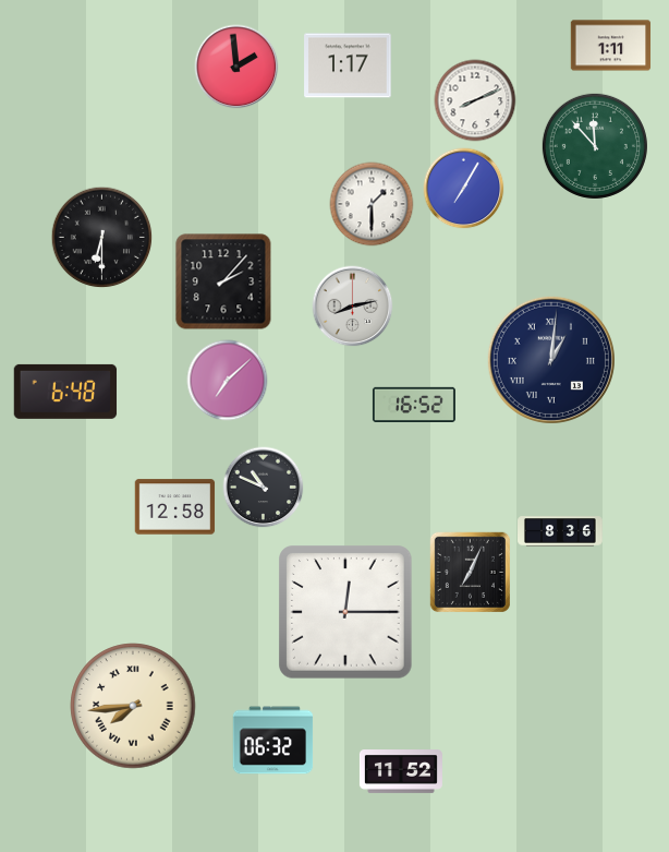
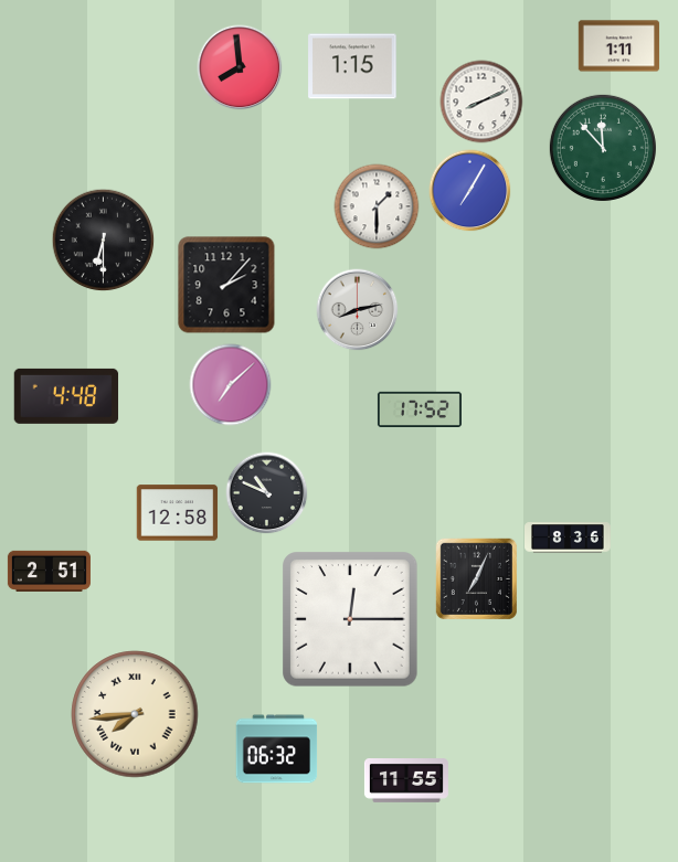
clock at (348, 65): 1:17 -> 1:15
clock at (236, 67): 1:59 -> 7:59
clock at (551, 360): 1:01 -> none
clock at (65, 392): 6:48 -> 4:48
clock at (414, 404): 16:52 -> 17:52
clock at (49, 571): none -> 2:51
clock at (401, 772): 11:52 -> 11:55
